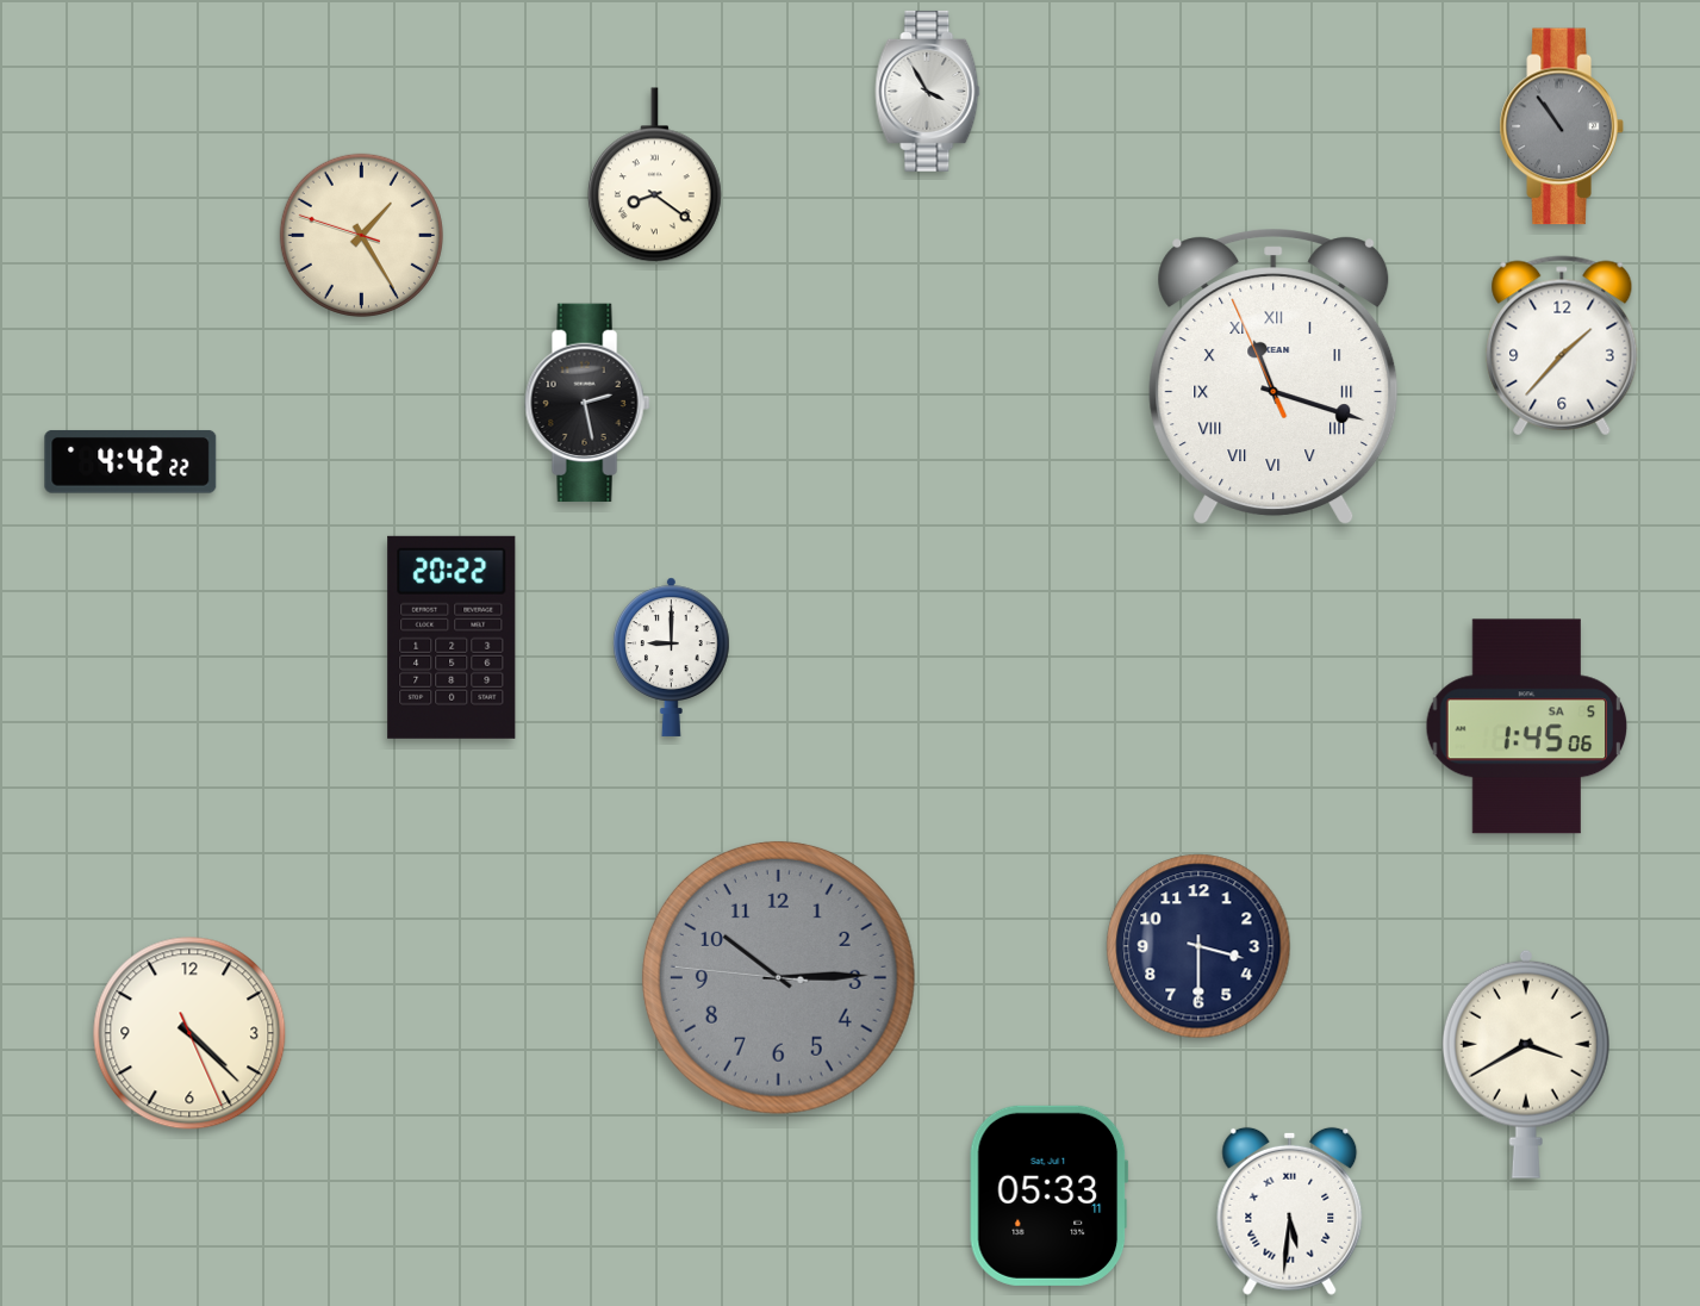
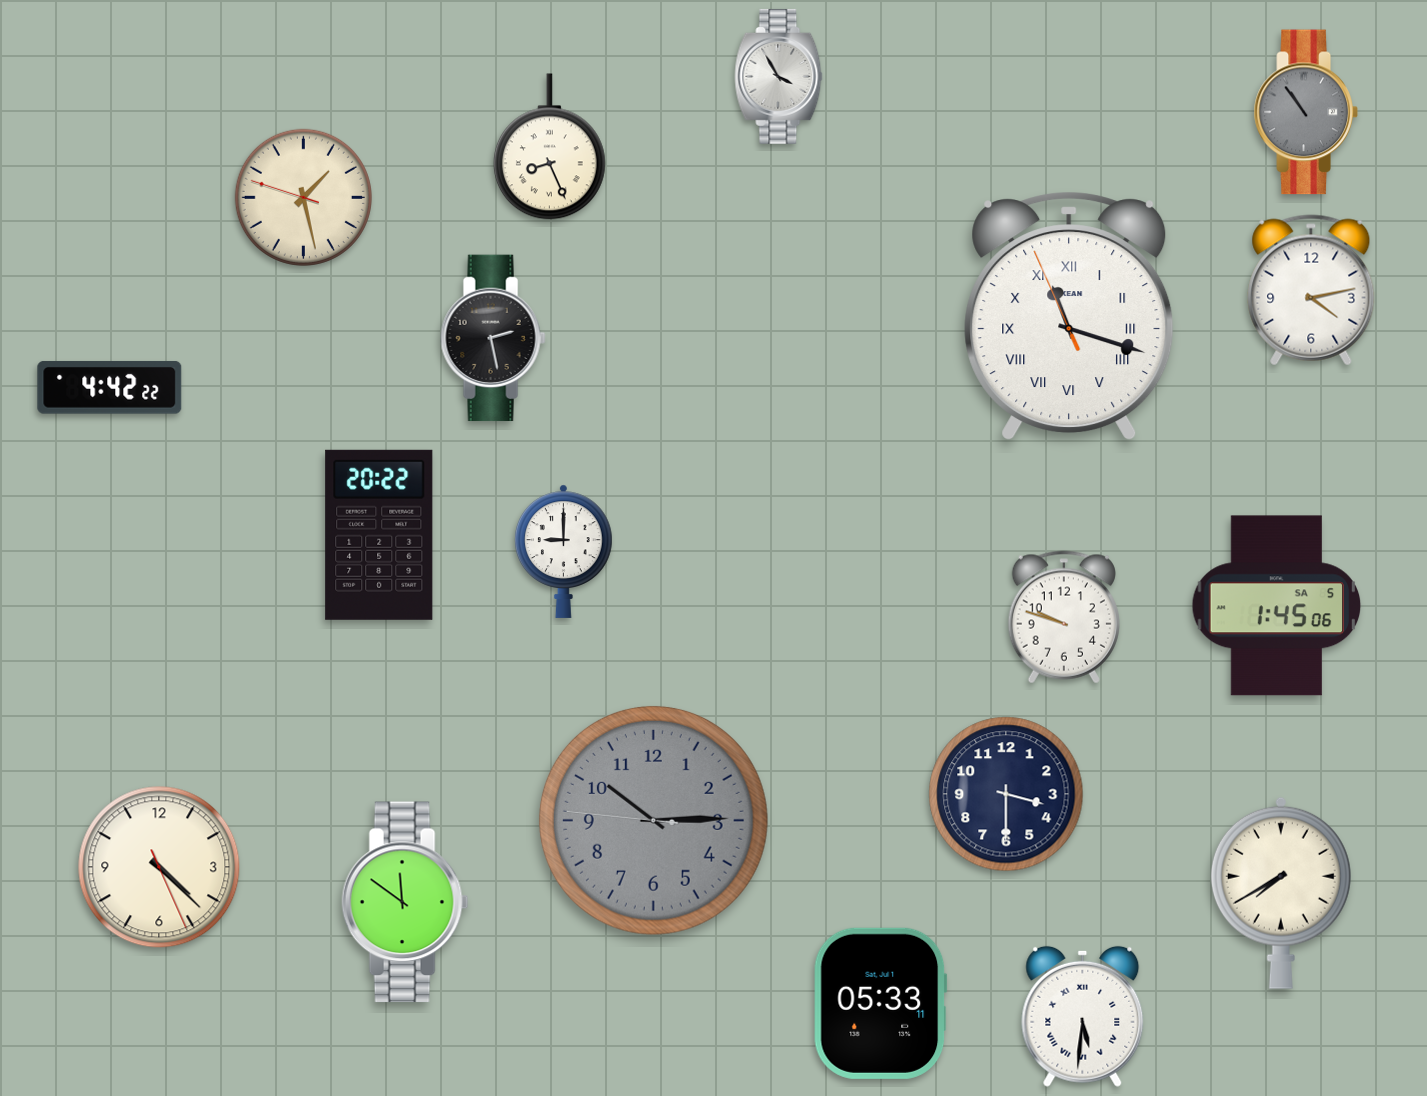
clock at (1562, 126) position: (1562, 126) -> (1306, 112)
clock at (654, 175): 8:21 -> 8:26
clock at (361, 235): 1:24 -> 1:27
clock at (1562, 346): 1:37 -> 4:13
clock at (1527, 727) position: (1527, 727) -> (1277, 606)
clock at (1064, 617): none -> 9:48
clock at (1526, 1064): 3:40 -> 7:40
clock at (405, 902): none -> 11:51
